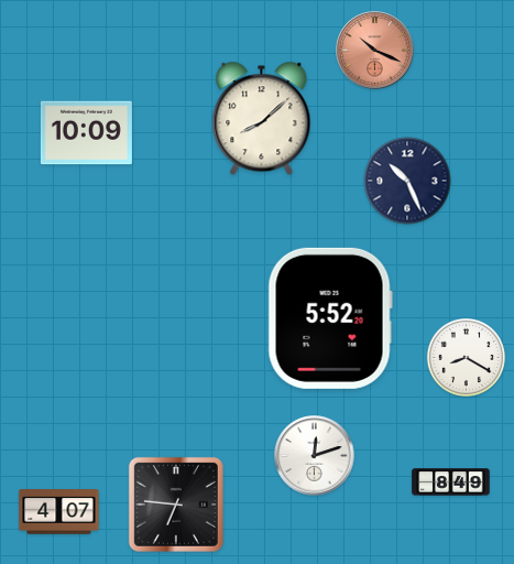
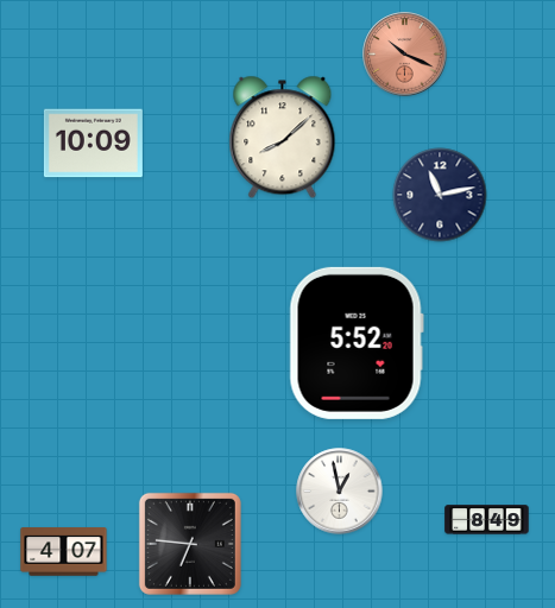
clock at (262, 119) position: (262, 119) -> (283, 138)
clock at (407, 181): 10:26 -> 11:13
clock at (466, 357): 8:20 -> none
clock at (315, 456): 12:12 -> 12:58
